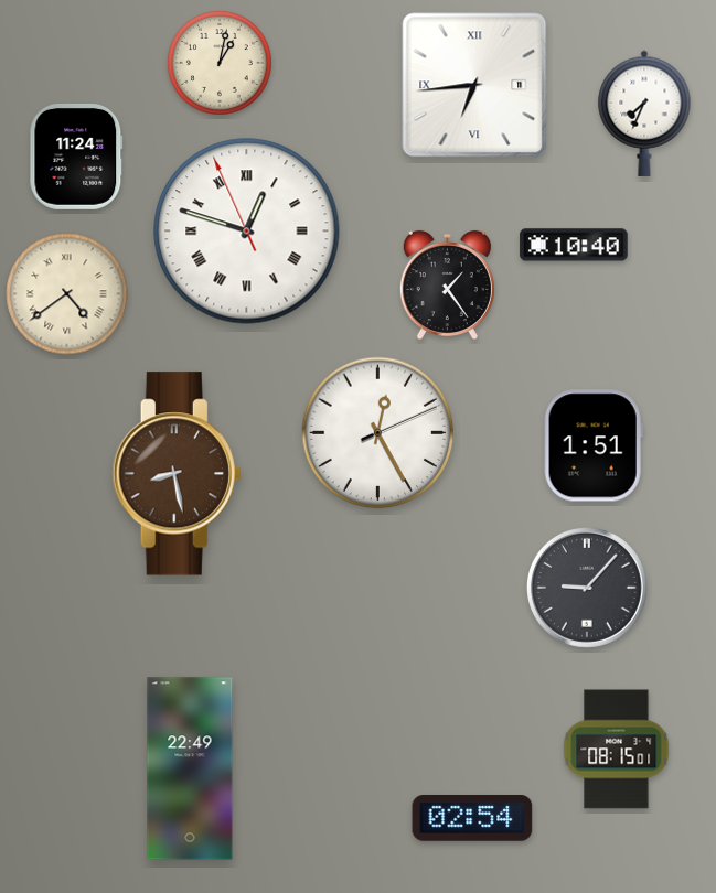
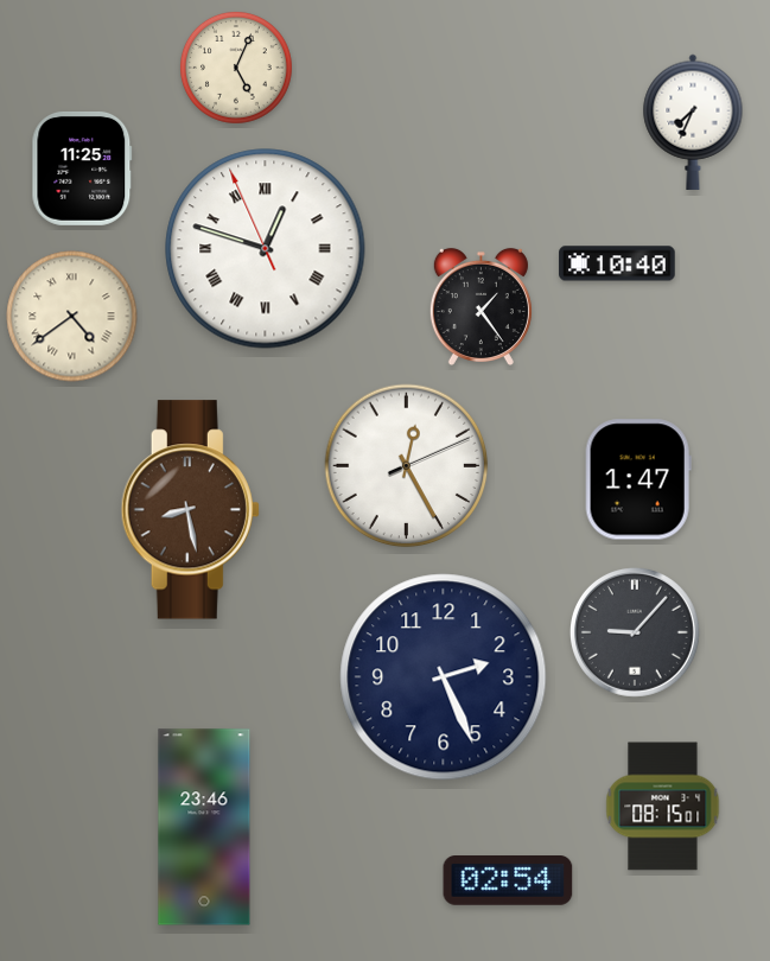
clock at (220, 63): 1:02 -> 5:04
clock at (474, 85): 6:44 -> none
clock at (76, 157): 11:24 -> 11:25
clock at (594, 445): 1:51 -> 1:47
clock at (587, 588) position: (587, 588) -> (635, 632)
clock at (444, 677): none -> 2:26
clock at (190, 768): 22:49 -> 23:46
